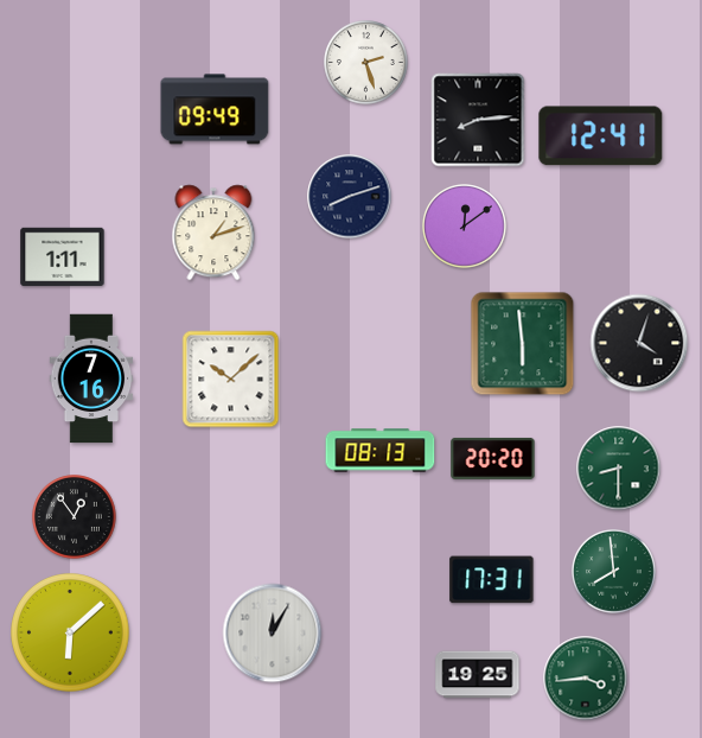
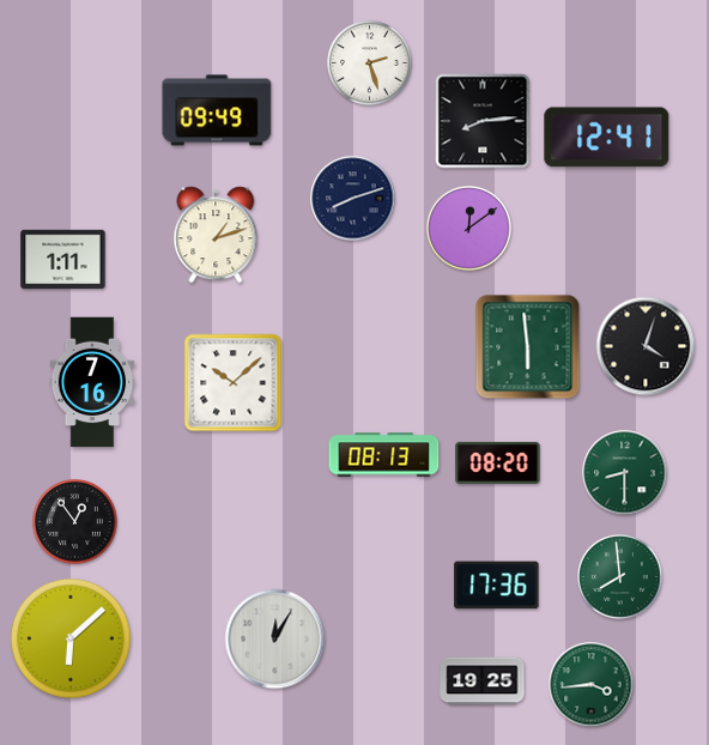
clock at (493, 458): 20:20 -> 08:20
clock at (492, 580): 17:31 -> 17:36
